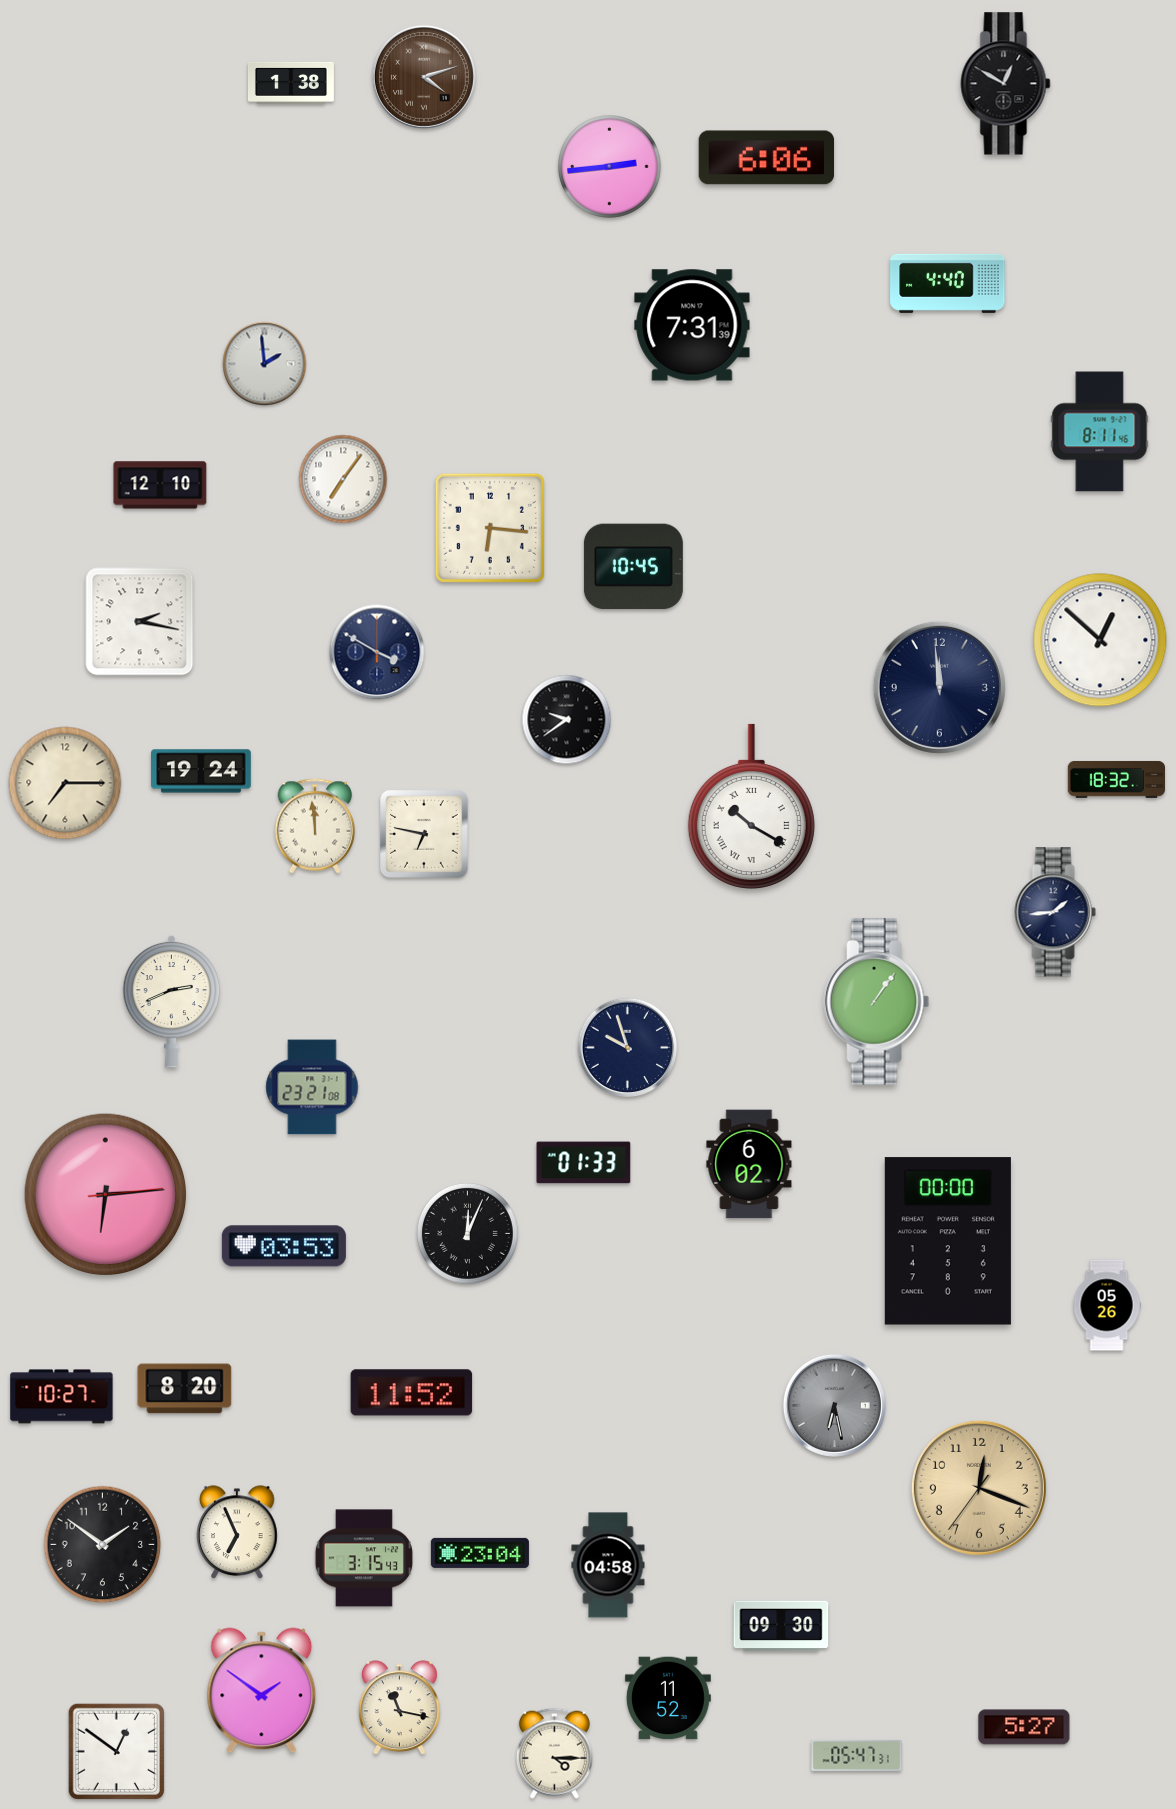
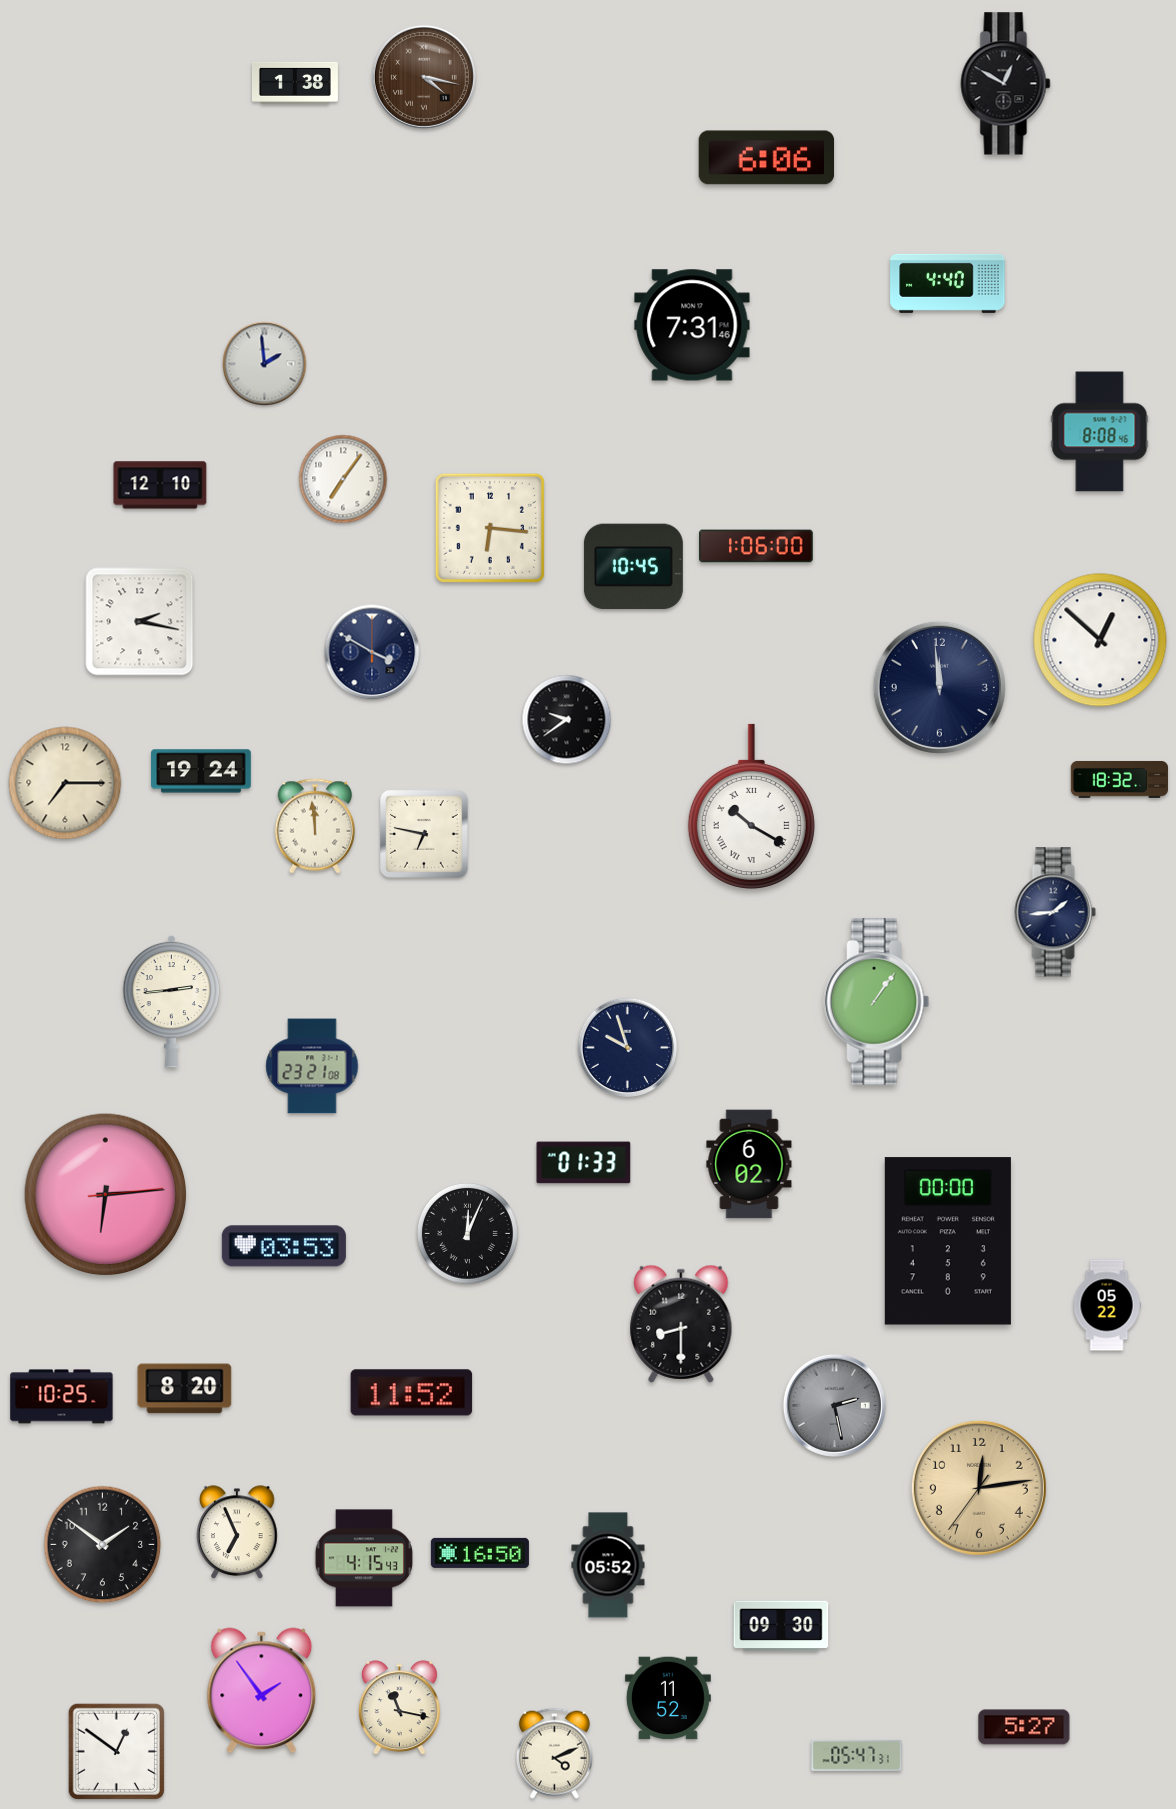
clock at (424, 77): 4:12 -> 4:17
clock at (291, 83) position: (291, 83) -> (295, 83)
clock at (610, 167): 2:44 -> none
clock at (692, 325): 7:31:39 -> 7:31:46
clock at (1100, 432): 8:11 -> 8:08
clock at (756, 546): none -> 1:06
clock at (377, 652) position: (377, 652) -> (372, 652)
clock at (1116, 779) position: (1116, 779) -> (1119, 779)
clock at (172, 1001): 2:41 -> 2:44
clock at (312, 1087) position: (312, 1087) -> (312, 1066)
clock at (1107, 1305): 05:26 -> 05:22
clock at (681, 1324): none -> 8:30
clock at (62, 1397): 10:27 -> 10:25
clock at (834, 1405): 6:28 -> 2:28
clock at (979, 1488): 12:18 -> 12:13
clock at (480, 1553): 23:04 -> 16:50
clock at (364, 1558): 3:15 -> 4:15
clock at (608, 1565): 04:58 -> 05:52
clock at (262, 1691): 1:51 -> 1:54
clock at (554, 1753): 4:15 -> 4:11
